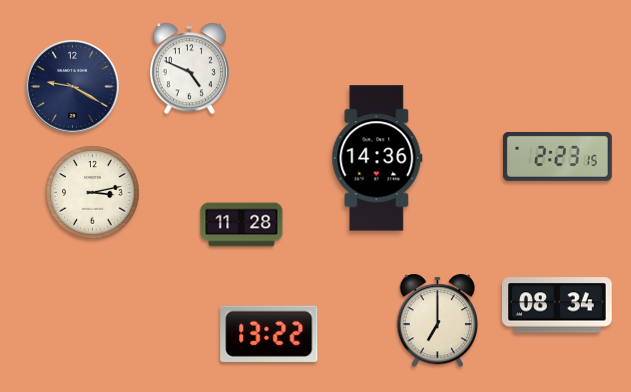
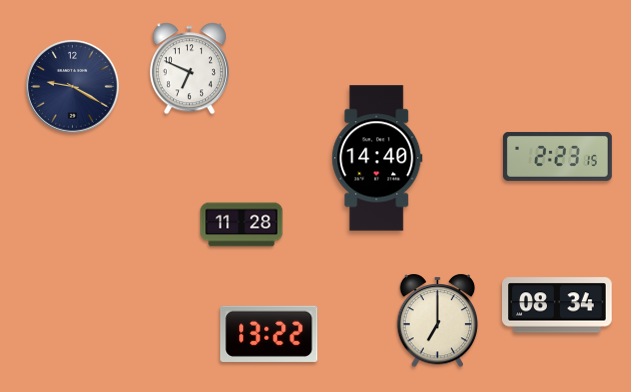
clock at (189, 69): 4:49 -> 6:49
clock at (377, 158): 14:36 -> 14:40
clock at (93, 193): 3:13 -> none
